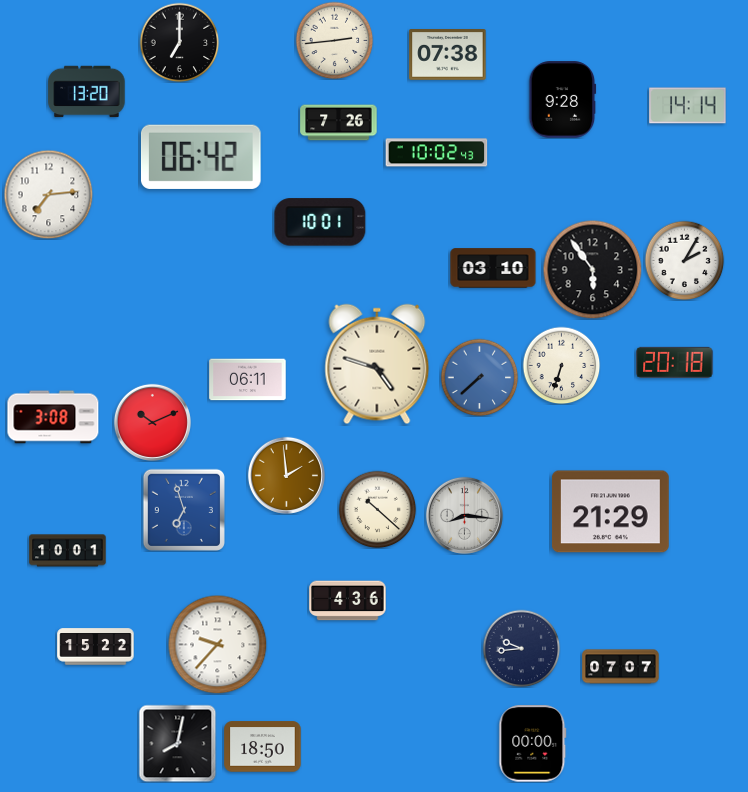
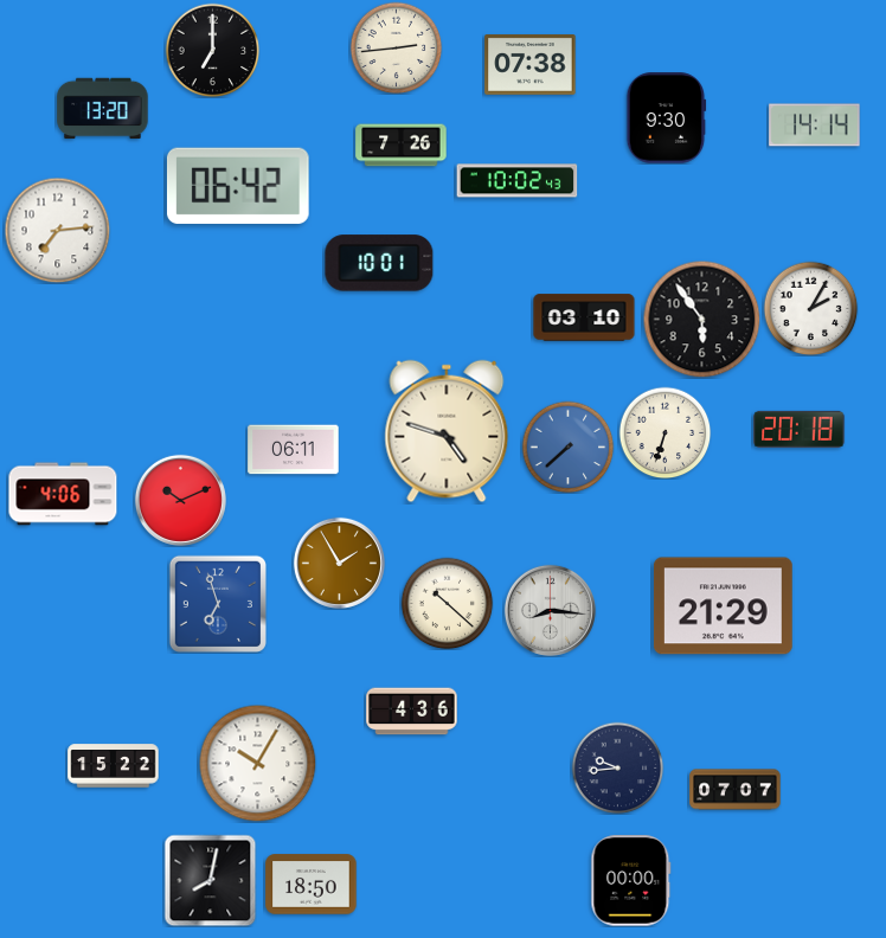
clock at (563, 100): 9:28 -> 9:30
clock at (53, 417): 3:08 -> 4:06
clock at (286, 475): 1:59 -> 1:55
clock at (68, 551): 10:01 -> none
clock at (218, 645): 9:37 -> 10:05
